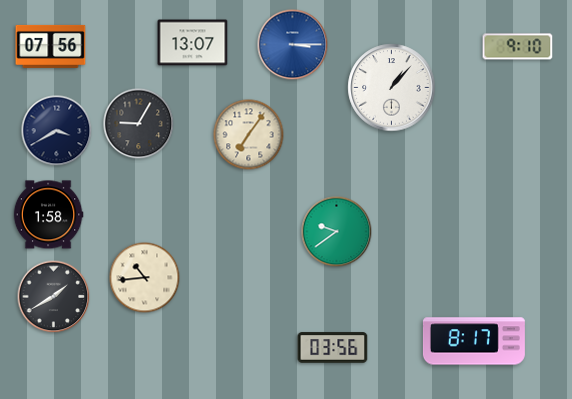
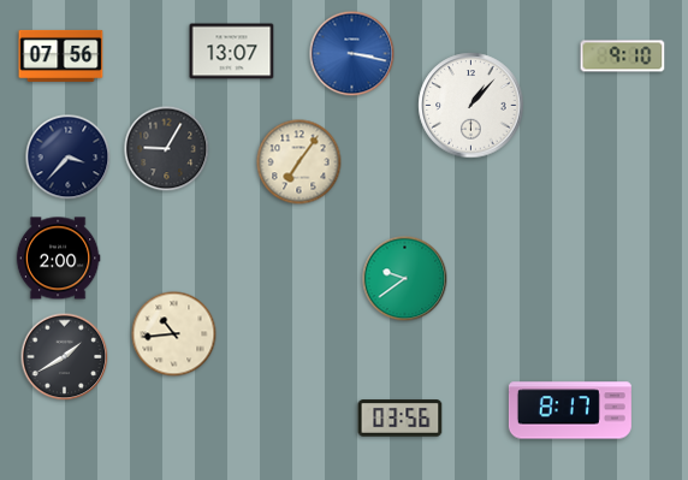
clock at (293, 45): 3:15 -> 3:17
clock at (57, 131): 3:40 -> 3:37
clock at (48, 215): 1:58 -> 2:00
